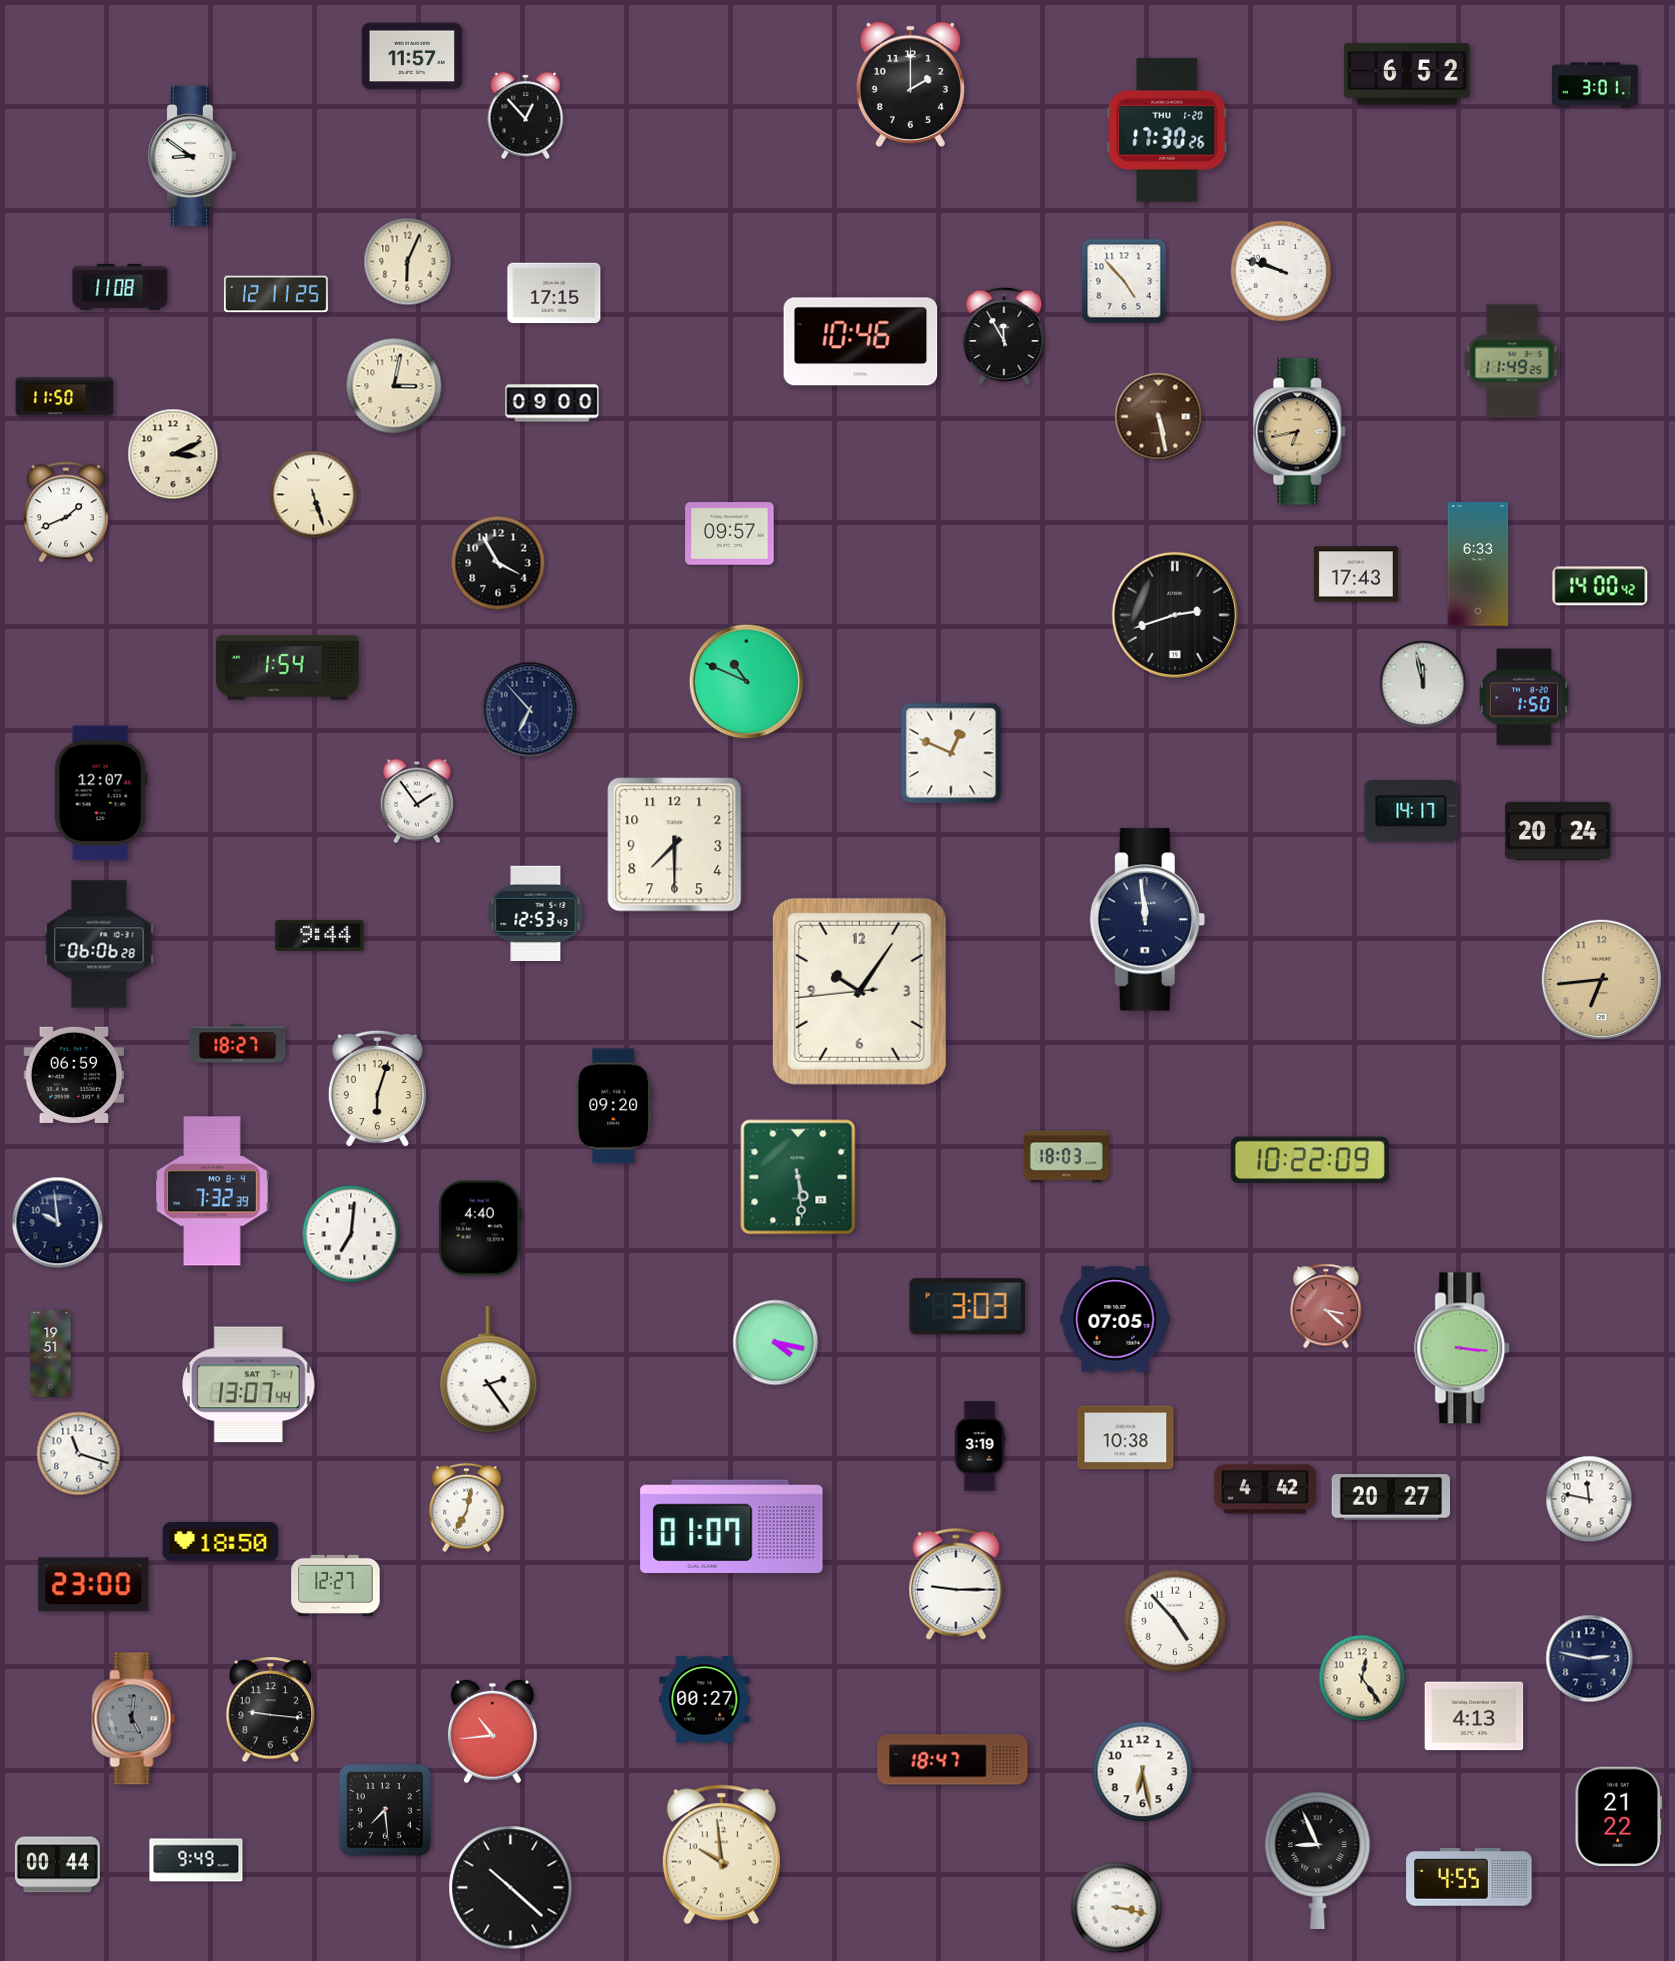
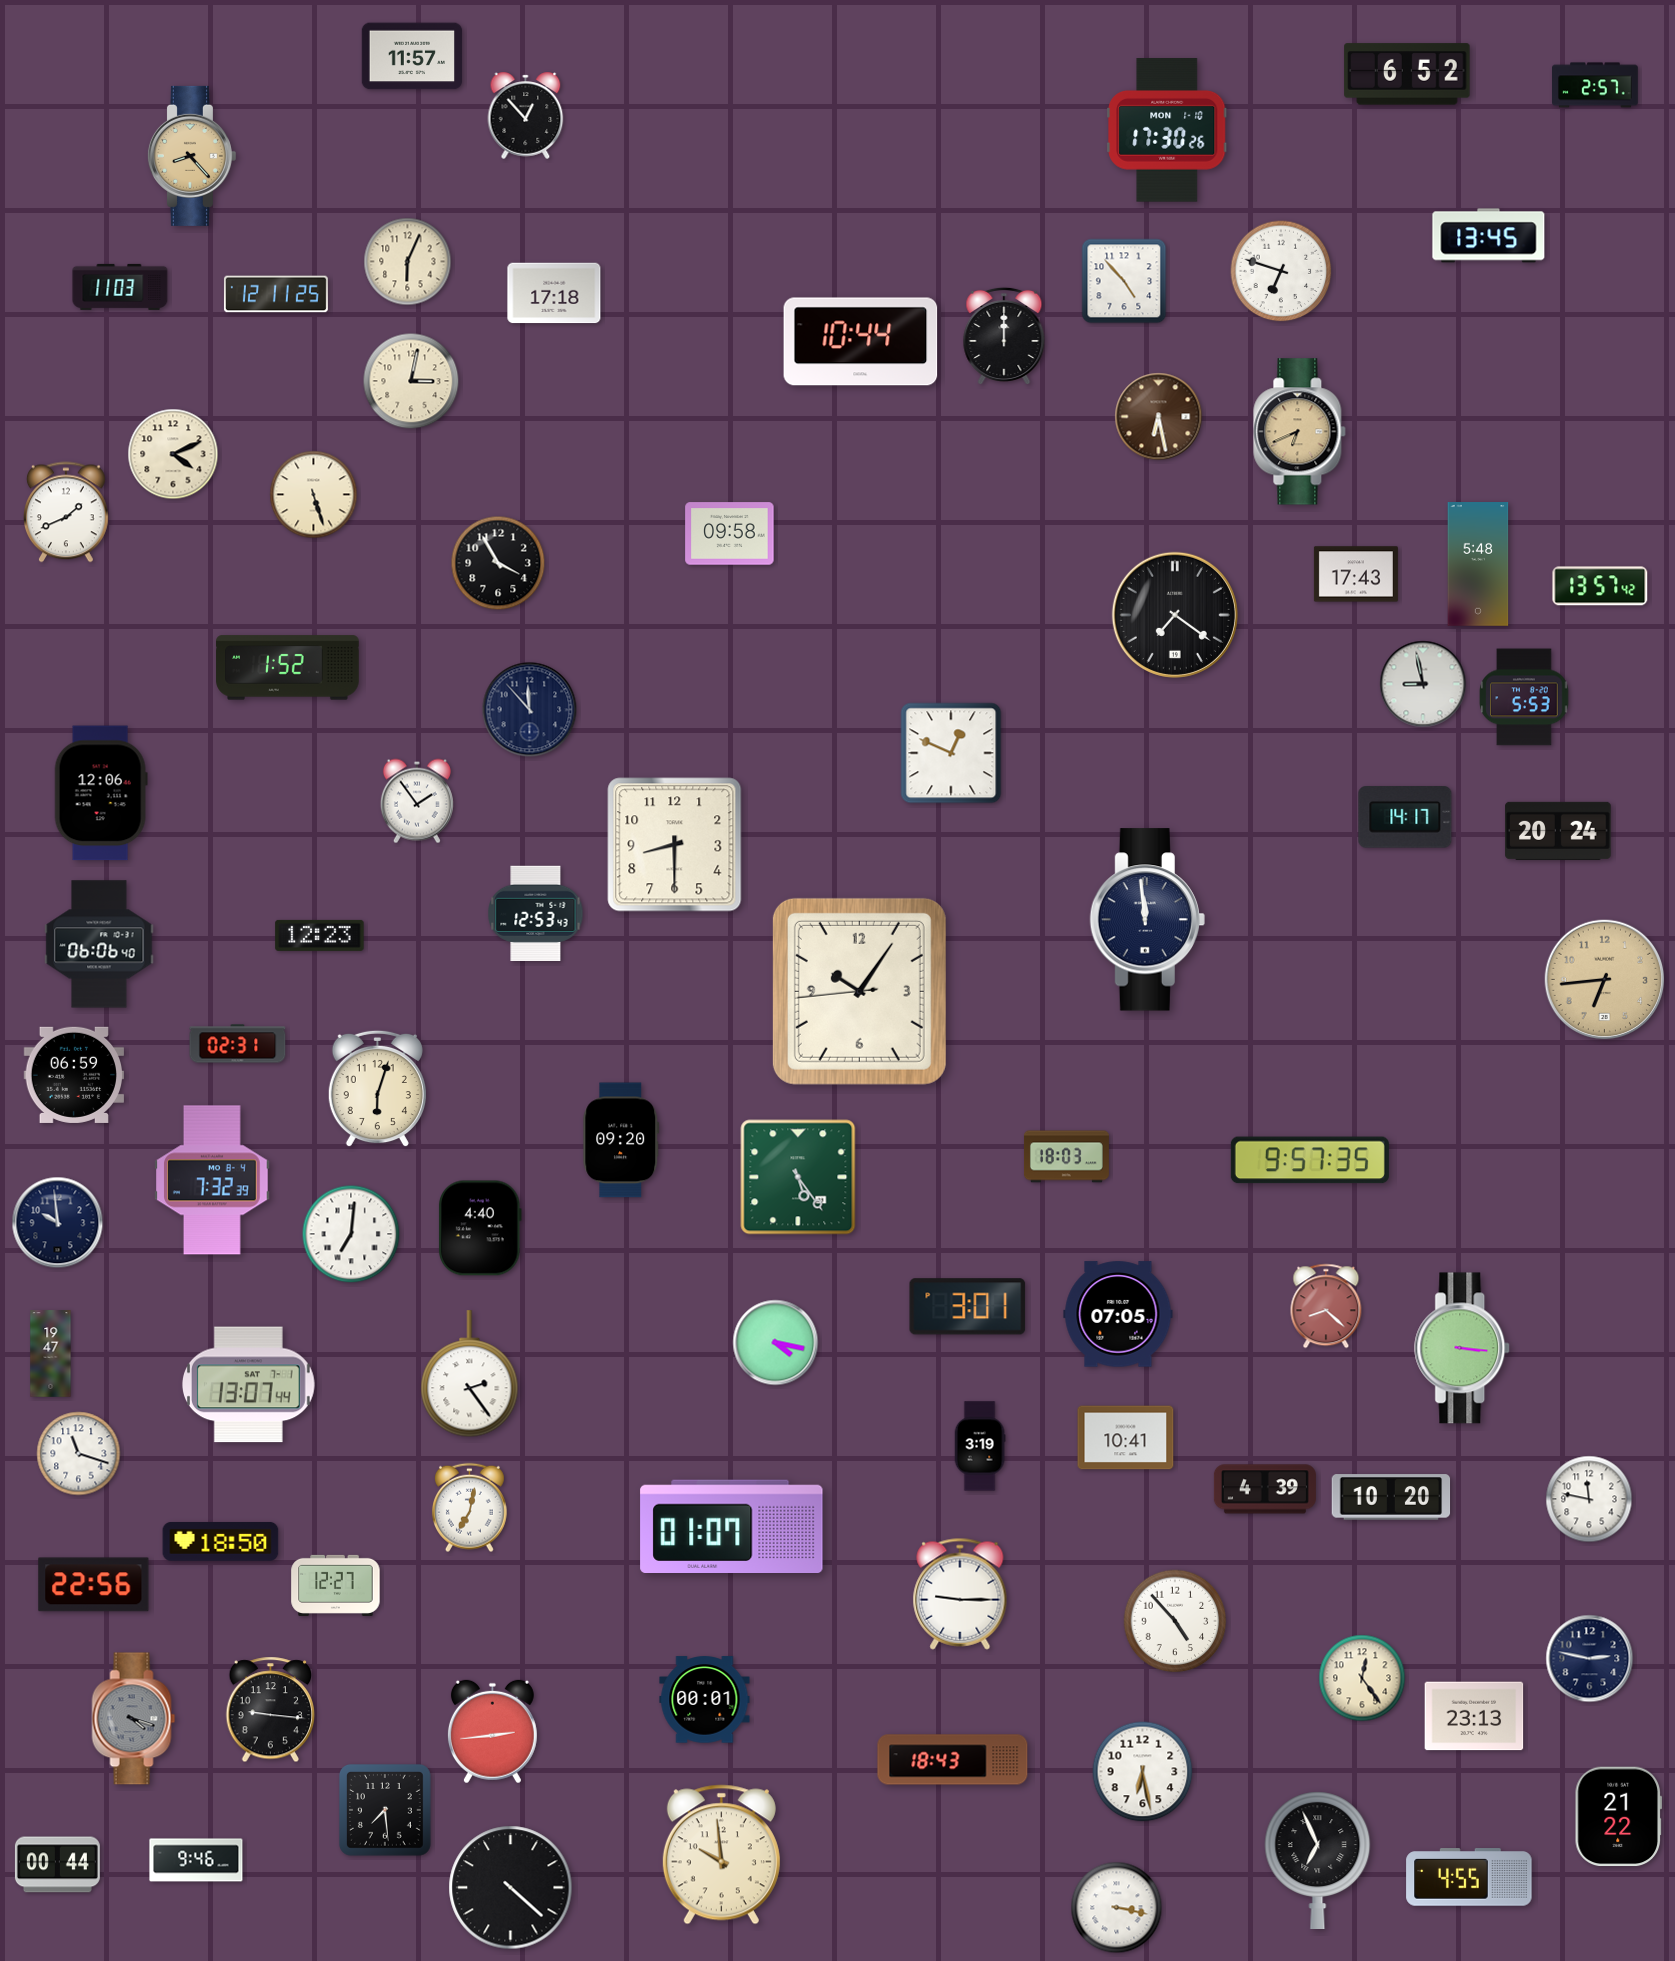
clock at (910, 84): 2:00 -> none
clock at (1596, 85): 3:01 -> 2:57
clock at (1167, 130) date: THU 1-20 -> MON 1-10
clock at (191, 156): 8:51 -> 8:23
clock at (191, 156) dial: white -> champagne
clock at (1489, 236): none -> 13:45
clock at (1281, 271): 9:48 -> 6:48
clock at (120, 287): 11:08 -> 11:03
clock at (554, 293): 17:15 -> 17:18
clock at (1004, 335): 11:55 -> 12:00
clock at (861, 342): 10:46 -> 10:44
clock at (1512, 361): 11:49 -> none
clock at (394, 386) position: (394, 386) -> (411, 381)
clock at (65, 397): 11:50 -> none
clock at (552, 403): 09:00 -> none
clock at (1159, 417): 5:28 -> 6:28
clock at (1300, 432): 6:43 -> 6:41
clock at (173, 454): 3:11 -> 4:11
clock at (730, 534): 09:57 -> 09:58
clock at (1478, 564): 6:33 -> 5:48
clock at (1600, 586): 14:00 -> 13:57
clock at (1175, 615): 2:42 -> 7:21
clock at (288, 668): 1:54 -> 1:52
clock at (747, 682): 10:49 -> none
clock at (1423, 684): 11:58 -> 8:58
clock at (1524, 697): 1:50 -> 5:53
clock at (530, 710): 6:53 -> 11:53
clock at (101, 793): 12:07 -> 12:06
clock at (1411, 811) position: (1411, 811) -> (1405, 817)
clock at (675, 845): 7:30 -> 8:30
clock at (320, 935): 9:44 -> 12:23
clock at (99, 944): 06:06:28 -> 06:06:40
clock at (1602, 980) position: (1602, 980) -> (1605, 980)
clock at (238, 1044): 18:27 -> 02:31
clock at (614, 1106) position: (614, 1106) -> (621, 1140)
clock at (1310, 1160): 10:22 -> 9:57
clock at (798, 1177): 5:29 -> 5:24
clock at (212, 1191) position: (212, 1191) -> (212, 1180)
clock at (1326, 1306): 3:22 -> 8:22
clock at (968, 1307): 3:03 -> 3:01
clock at (1115, 1319) position: (1115, 1319) -> (1118, 1314)
clock at (51, 1354): 19:51 -> 19:47
clock at (489, 1370) position: (489, 1370) -> (470, 1374)
clock at (1126, 1438): 10:38 -> 10:41
clock at (1265, 1489): 4:42 -> 4:39
clock at (1391, 1497): 20:27 -> 10:20
clock at (466, 1508) position: (466, 1508) -> (469, 1508)
clock at (956, 1584) position: (956, 1584) -> (960, 1594)
clock at (94, 1585): 23:00 -> 22:56
clock at (705, 1700): 00:27 -> 00:01
clock at (1474, 1716): 4:13 -> 23:13
clock at (134, 1719): 5:01 -> 4:18
clock at (492, 1732): 10:44 -> 2:44
clock at (953, 1760): 18:47 -> 18:43
clock at (196, 1860): 9:49 -> 9:46
clock at (1318, 1860): 8:56 -> 6:56
clock at (511, 1888): 10:22 -> 4:22
